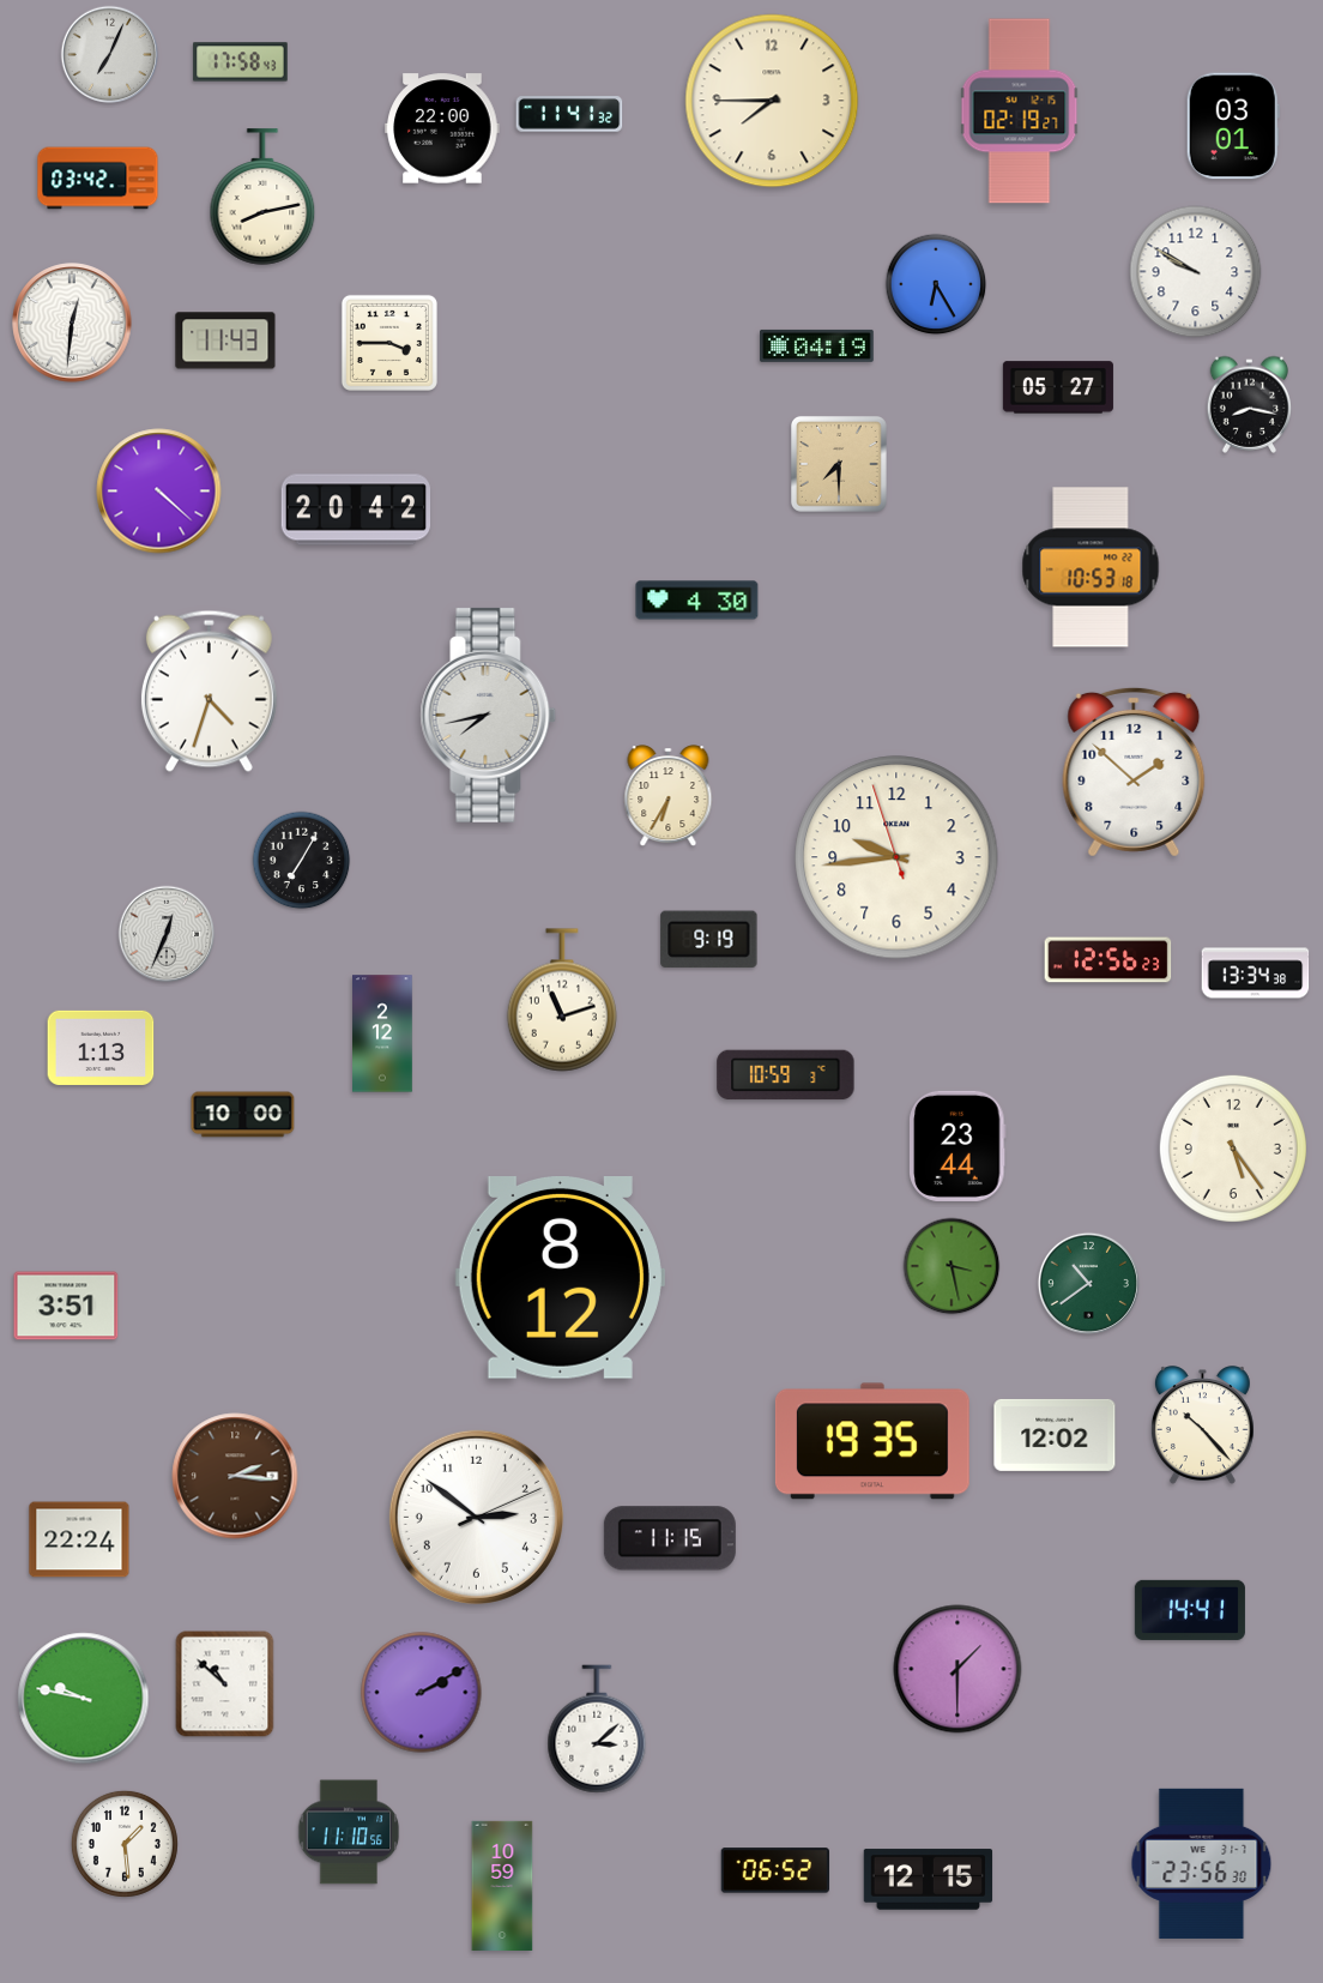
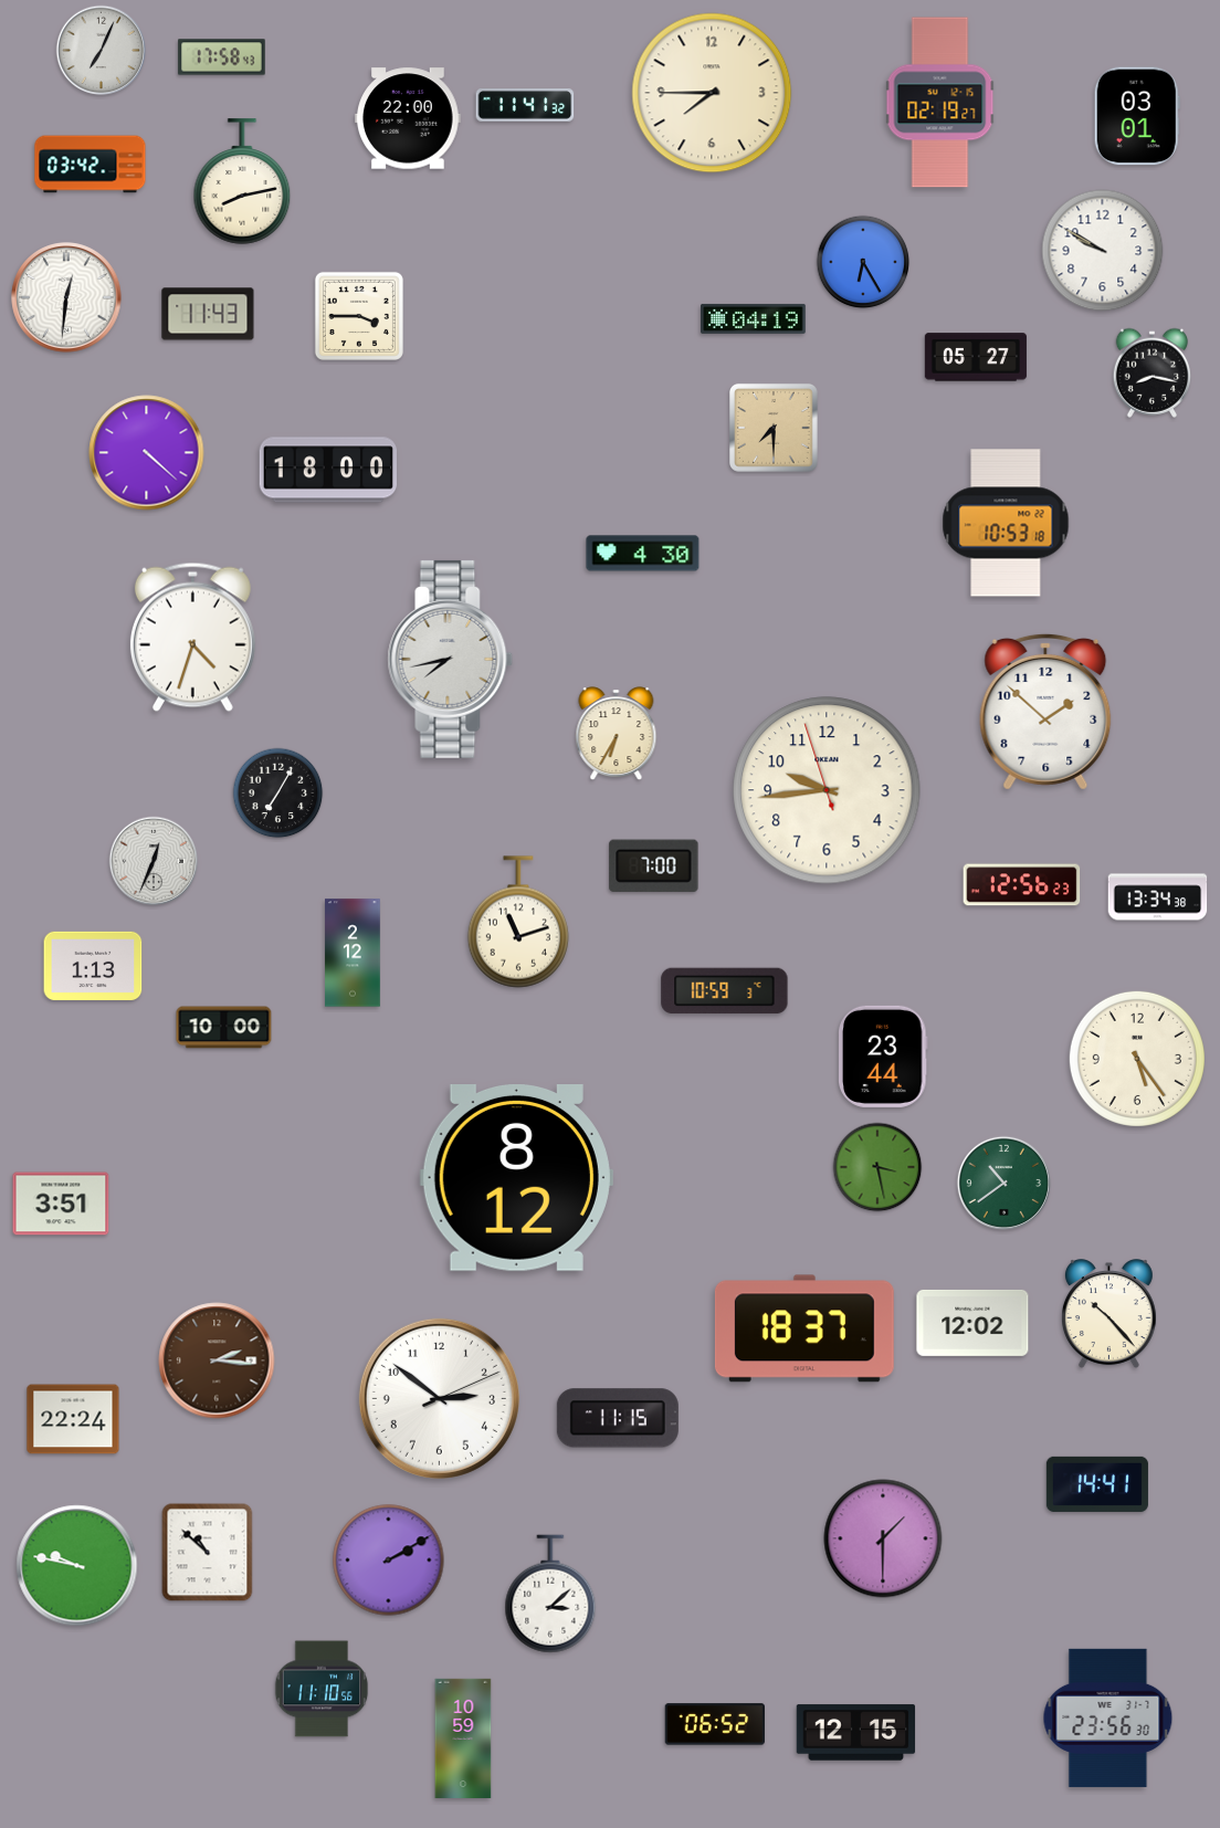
clock at (356, 510): 20:42 -> 18:00
clock at (709, 940): 9:19 -> 7:00
clock at (872, 1441): 19:35 -> 18:37
clock at (125, 1844): 1:29 -> none
